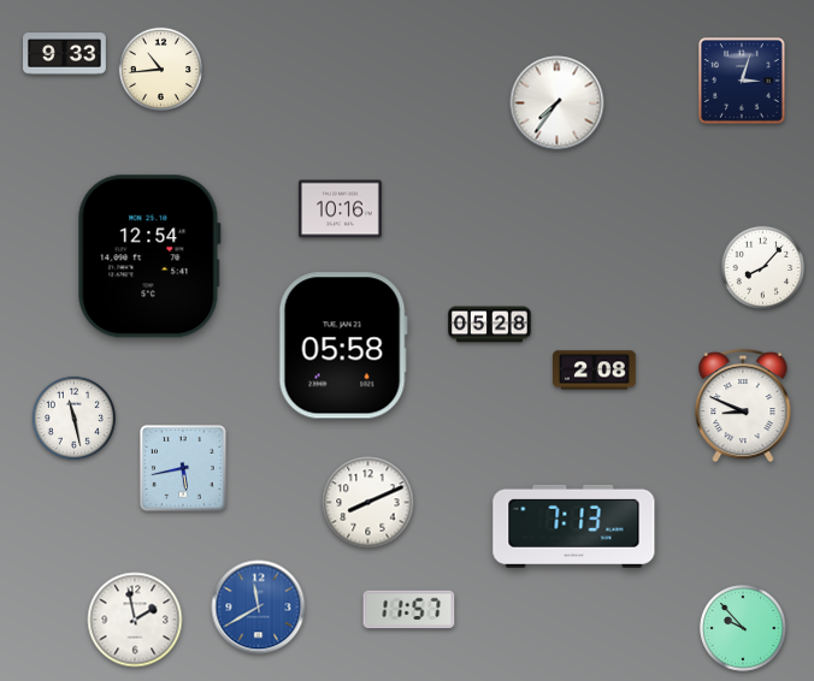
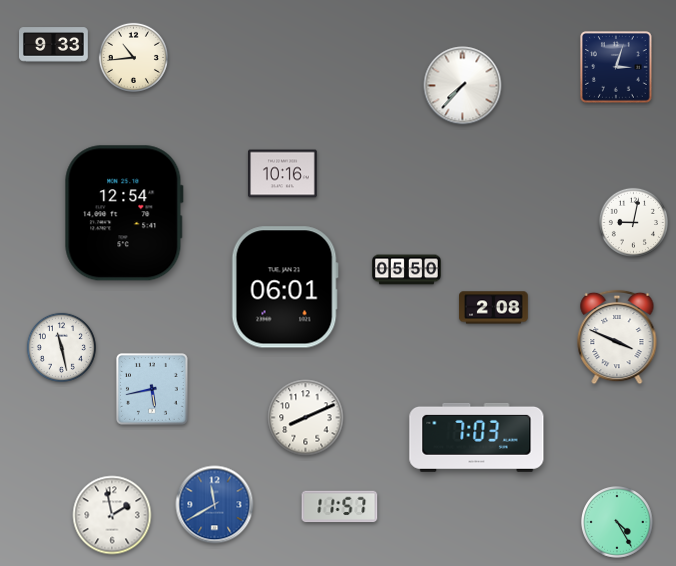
clock at (558, 103): 7:36 -> 7:37
clock at (762, 267): 8:07 -> 9:02
clock at (490, 325): 05:28 -> 05:50
clock at (343, 345): 05:58 -> 06:01
clock at (743, 405): 8:49 -> 3:49
clock at (574, 526): 7:13 -> 7:03
clock at (744, 629): 9:53 -> 4:25
